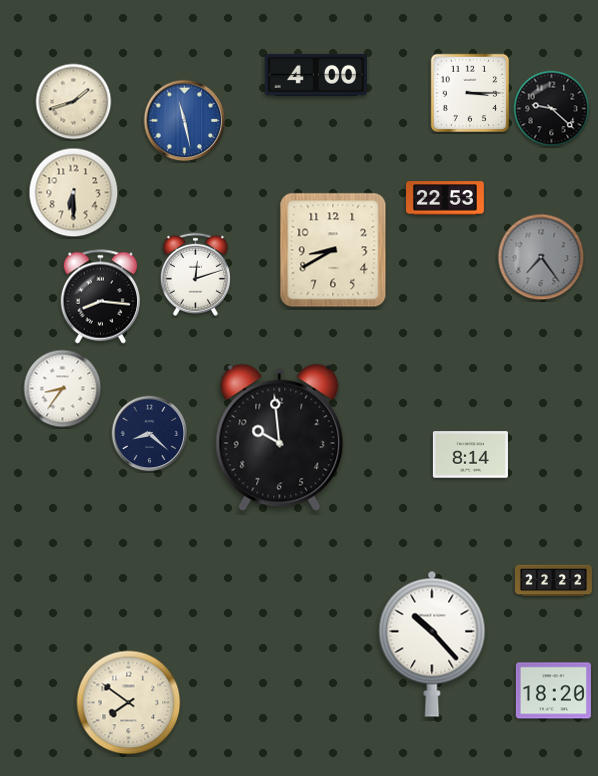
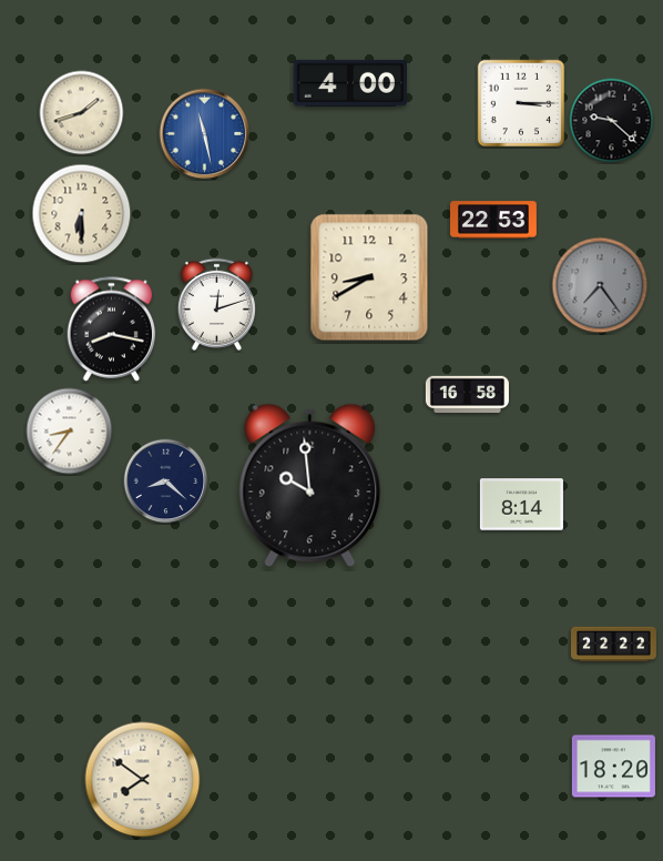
clock at (101, 297): 8:16 -> 8:17
clock at (467, 394): none -> 16:58
clock at (432, 644): 10:23 -> none
